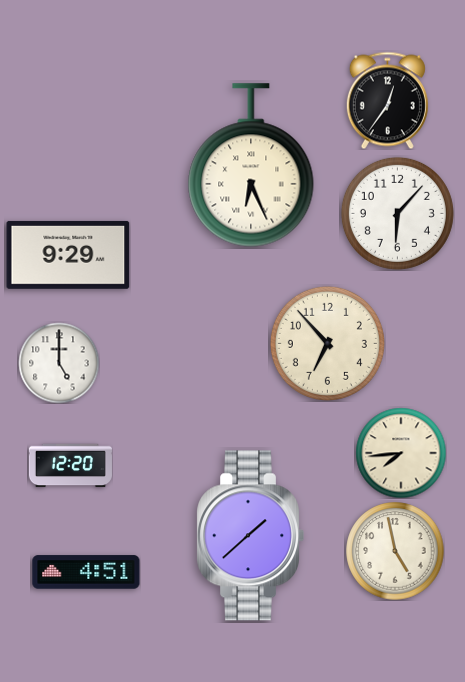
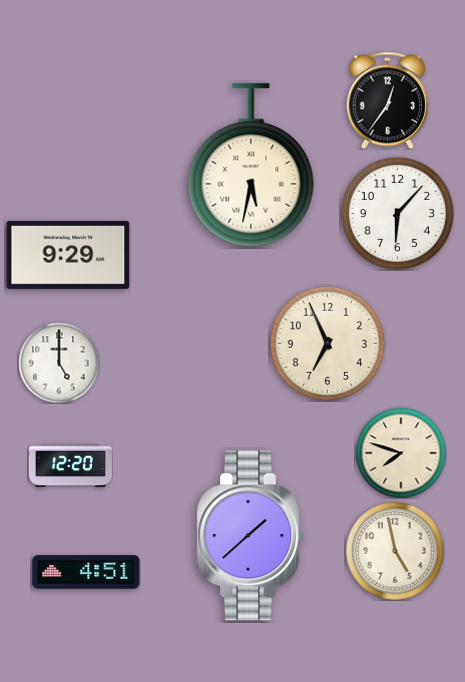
clock at (251, 165): 6:26 -> 5:32
clock at (327, 343): 6:53 -> 6:56
clock at (401, 453): 7:44 -> 7:48
